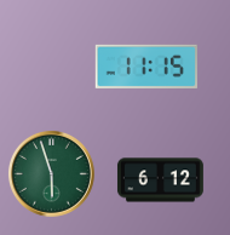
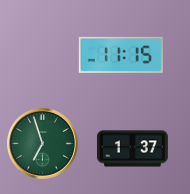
clock at (51, 173): 5:57 -> 6:57
clock at (160, 180): 6:12 -> 1:37
